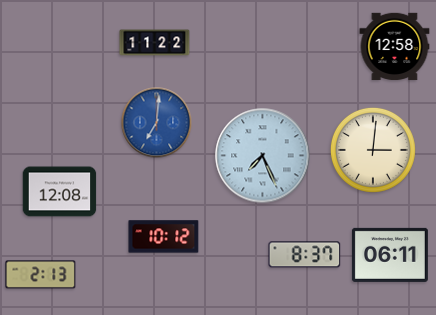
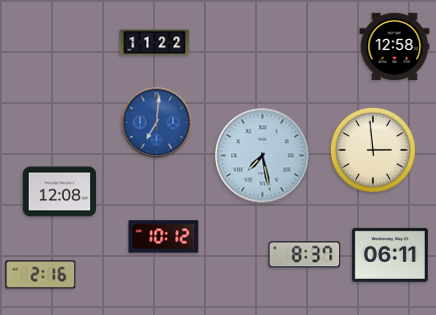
clock at (373, 150): 3:01 -> 2:59
clock at (263, 156): 7:26 -> 7:28
clock at (41, 275): 2:13 -> 2:16
